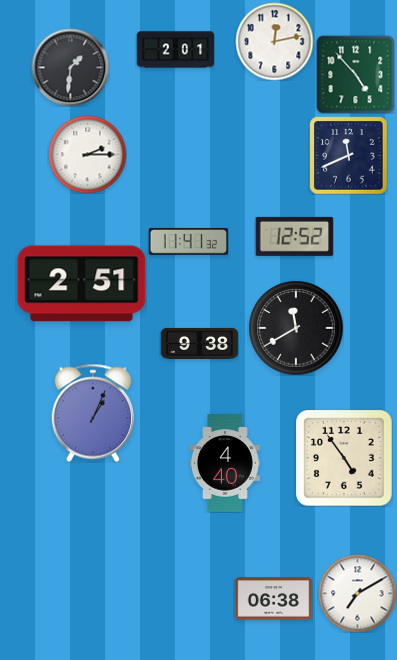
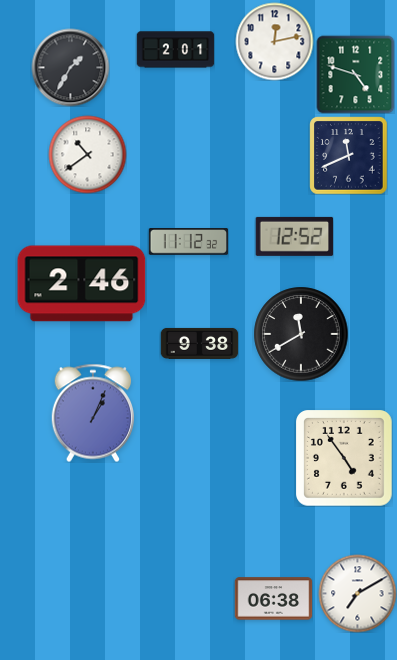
clock at (70, 67): 1:31 -> 1:35
clock at (355, 74): 4:53 -> 4:48
clock at (87, 154): 2:15 -> 10:39
clock at (188, 242): 11:41 -> 11:12
clock at (82, 284): 2:51 -> 2:46
clock at (296, 328) position: (296, 328) -> (301, 334)
clock at (225, 463): 4:40 -> none
